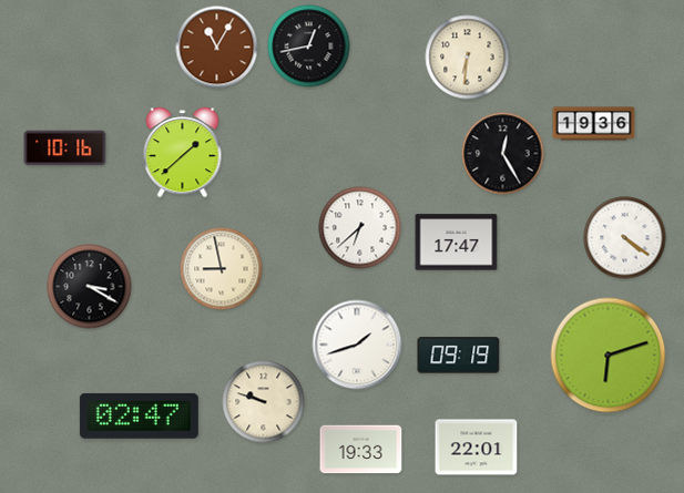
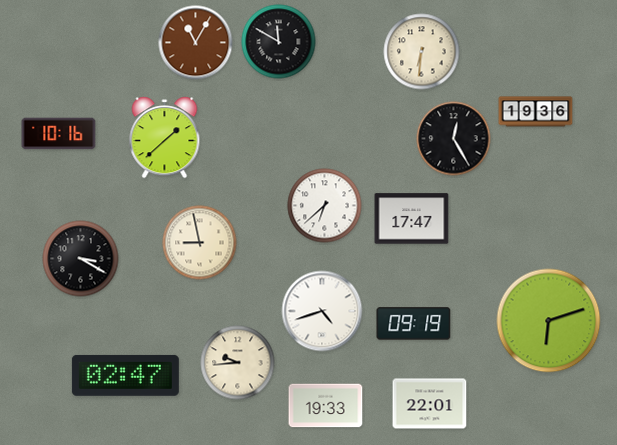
clock at (309, 47): 12:43 -> 11:50
clock at (625, 238): 4:21 -> none
clock at (357, 345): 1:42 -> 4:42
clock at (459, 356) position: (459, 356) -> (414, 324)
clock at (264, 402): 9:48 -> 9:44
